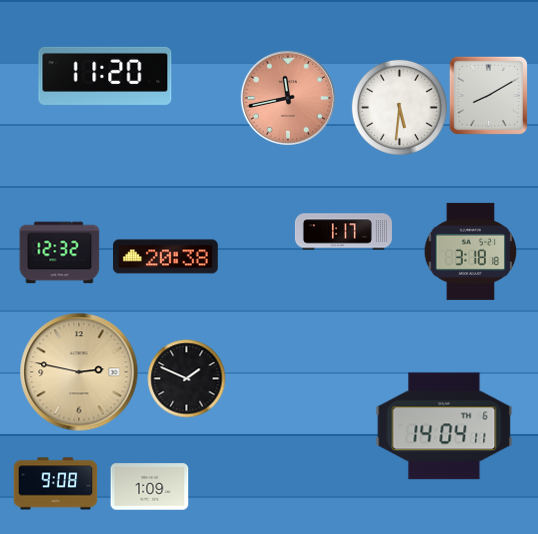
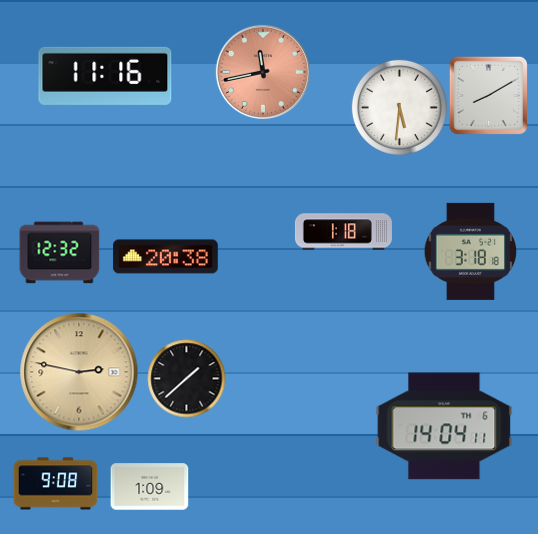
clock at (105, 76): 11:20 -> 11:16
clock at (288, 98) position: (288, 98) -> (263, 72)
clock at (343, 232): 1:17 -> 1:18
clock at (186, 378): 1:49 -> 1:38
